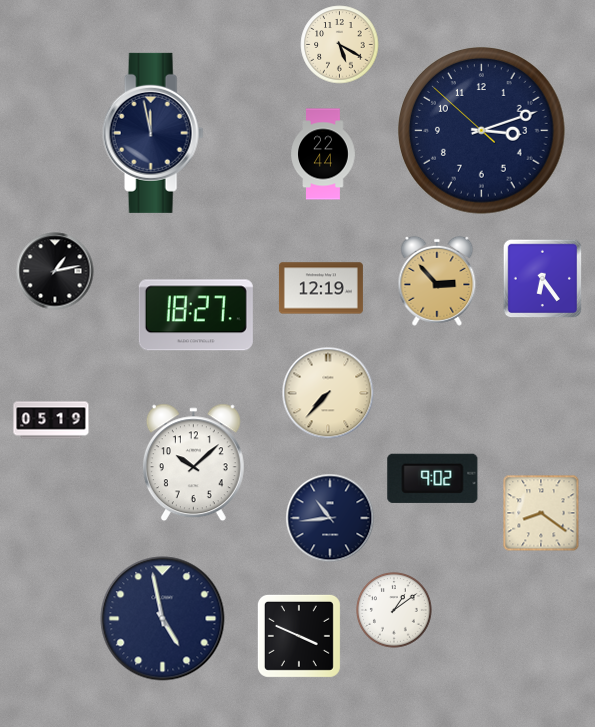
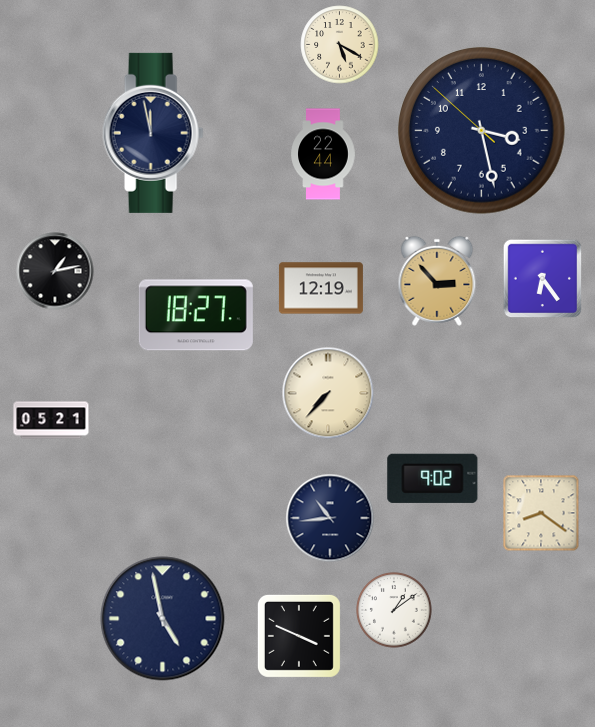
clock at (482, 131): 3:11 -> 3:27
clock at (51, 420): 05:19 -> 05:21
clock at (193, 463): 10:08 -> none
